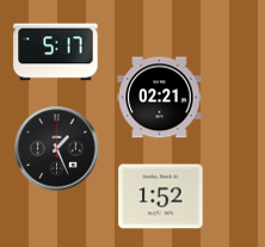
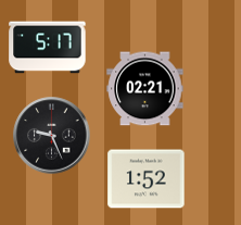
clock at (56, 53) position: (56, 53) -> (48, 48)
clock at (57, 149): 1:26 -> 9:26
